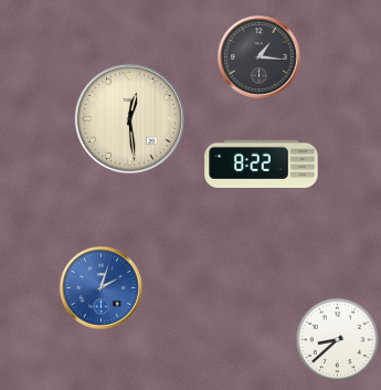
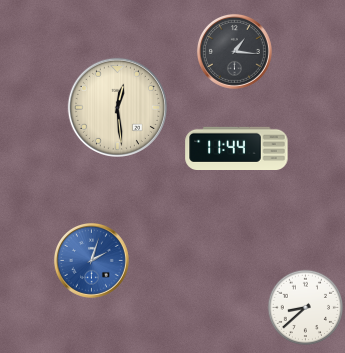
clock at (262, 164): 8:22 -> 11:44
